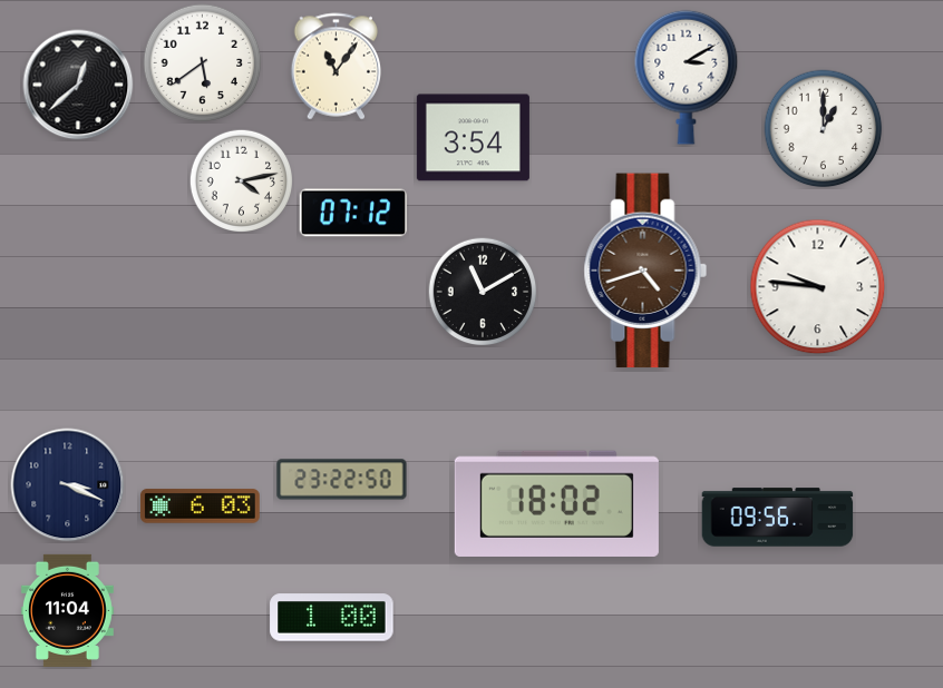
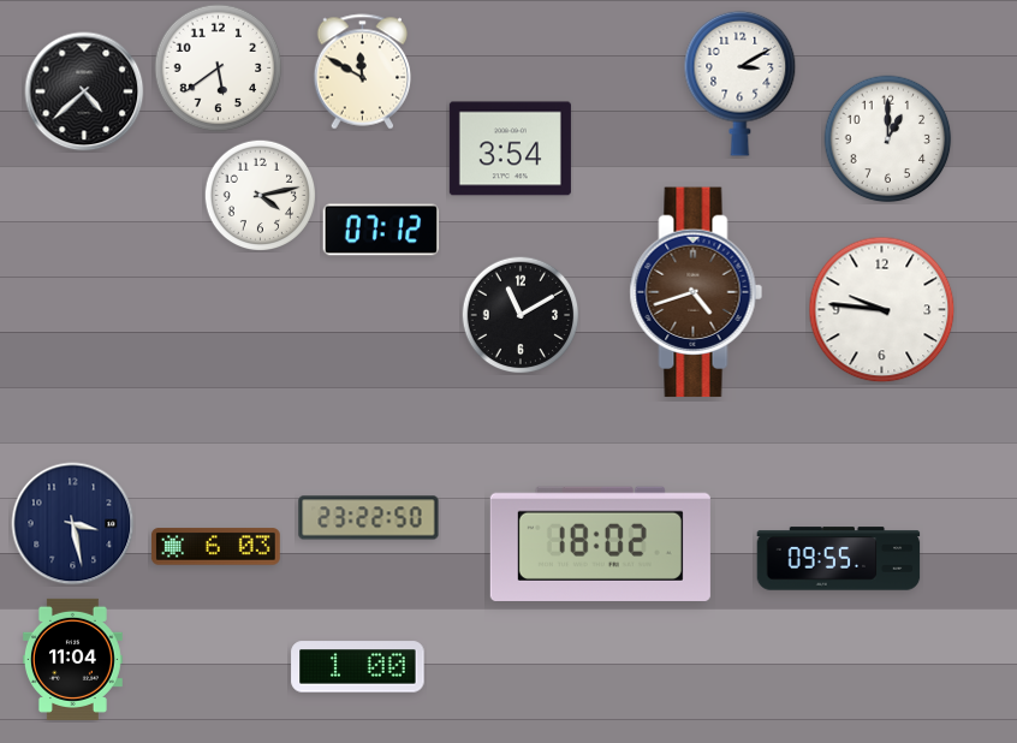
clock at (337, 67): 11:06 -> 11:50
clock at (78, 85): 12:38 -> 4:38
clock at (68, 485): 3:19 -> 3:28
clock at (778, 518): 09:56 -> 09:55
